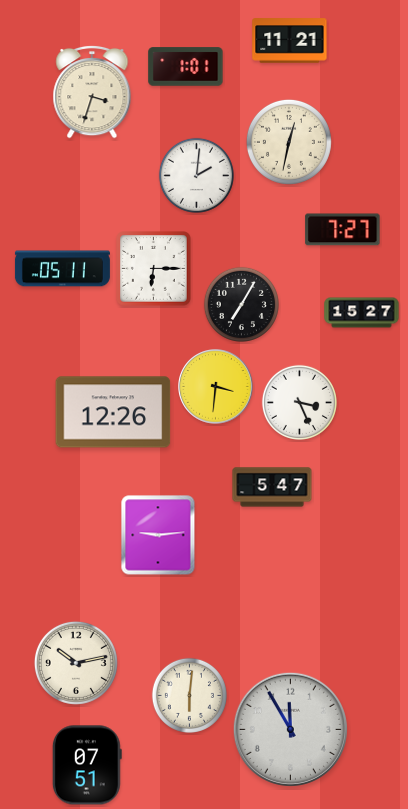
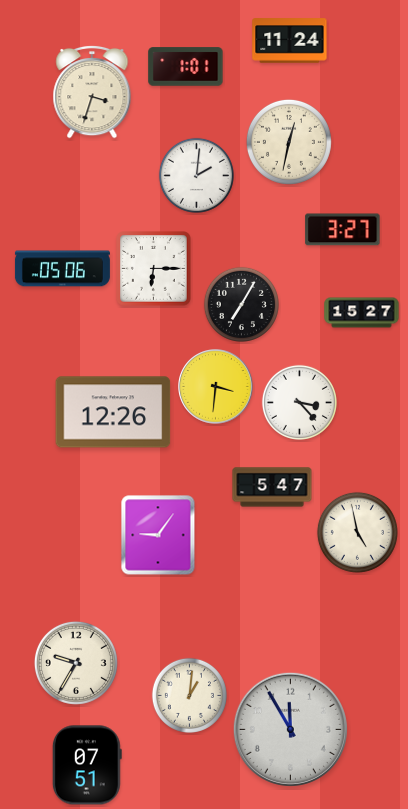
clock at (290, 41): 11:21 -> 11:24
clock at (343, 230): 7:27 -> 3:27
clock at (62, 269): 05:11 -> 05:06
clock at (299, 402): 3:26 -> 3:23
clock at (357, 532): none -> 4:58
clock at (158, 535): 9:14 -> 9:06
clock at (76, 663): 10:13 -> 9:35
clock at (189, 695): 6:01 -> 1:01
